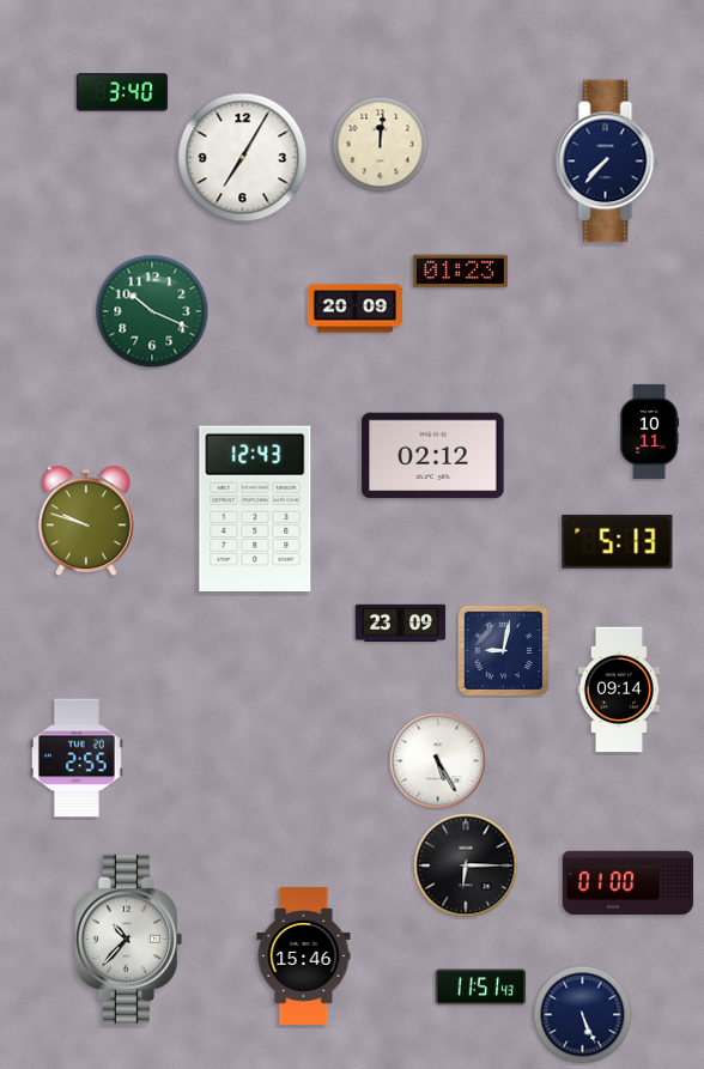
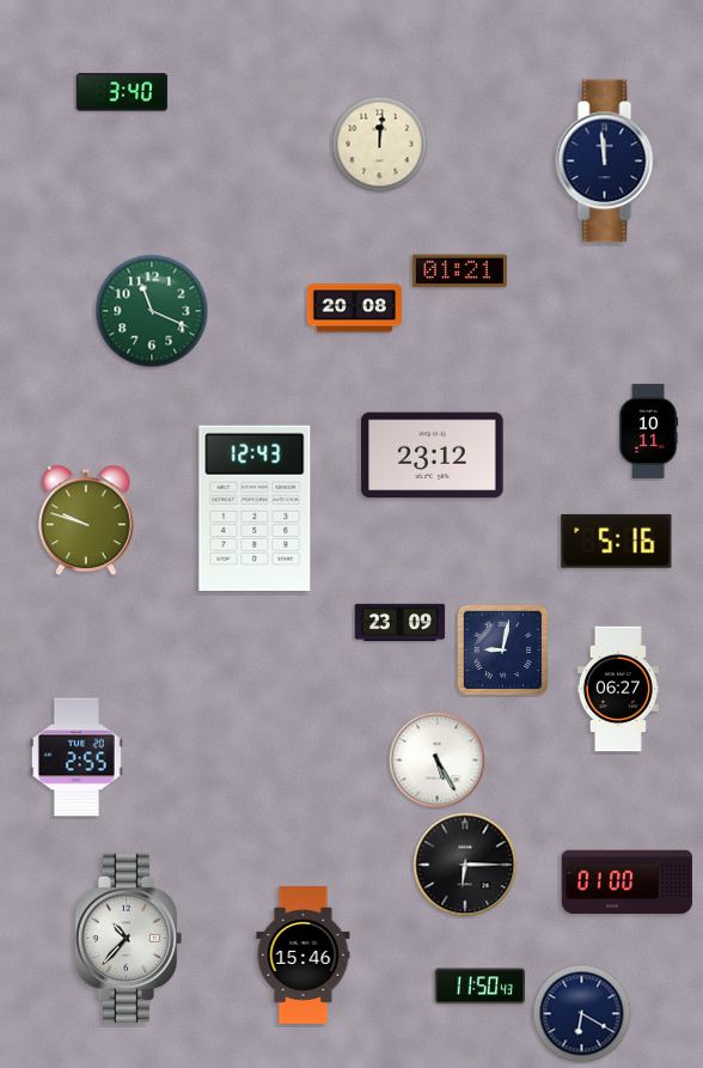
clock at (243, 158): 7:05 -> none
clock at (608, 162): 7:37 -> 11:59
clock at (460, 272): 01:23 -> 01:21
clock at (354, 309): 20:09 -> 20:08
clock at (152, 311): 10:19 -> 11:19
clock at (433, 456): 02:12 -> 23:12
clock at (618, 541): 5:13 -> 5:16
clock at (619, 690): 09:14 -> 06:27
clock at (481, 988): 11:51 -> 11:50
clock at (583, 1015): 5:26 -> 6:20
